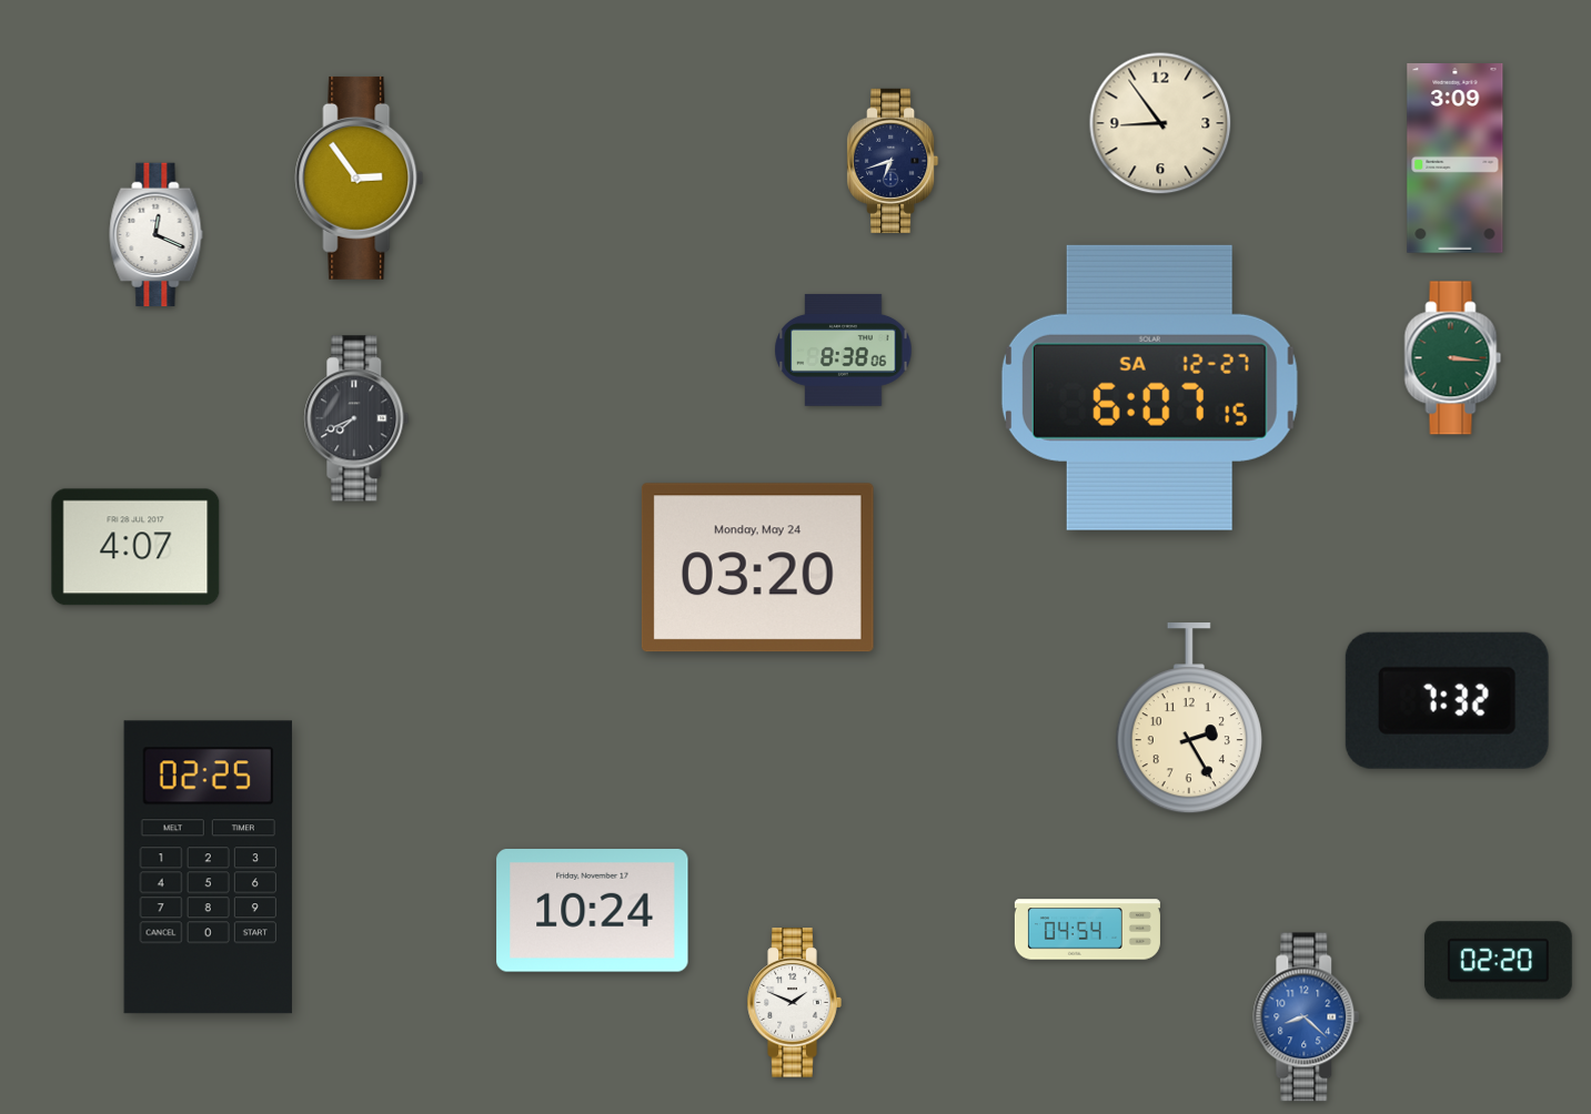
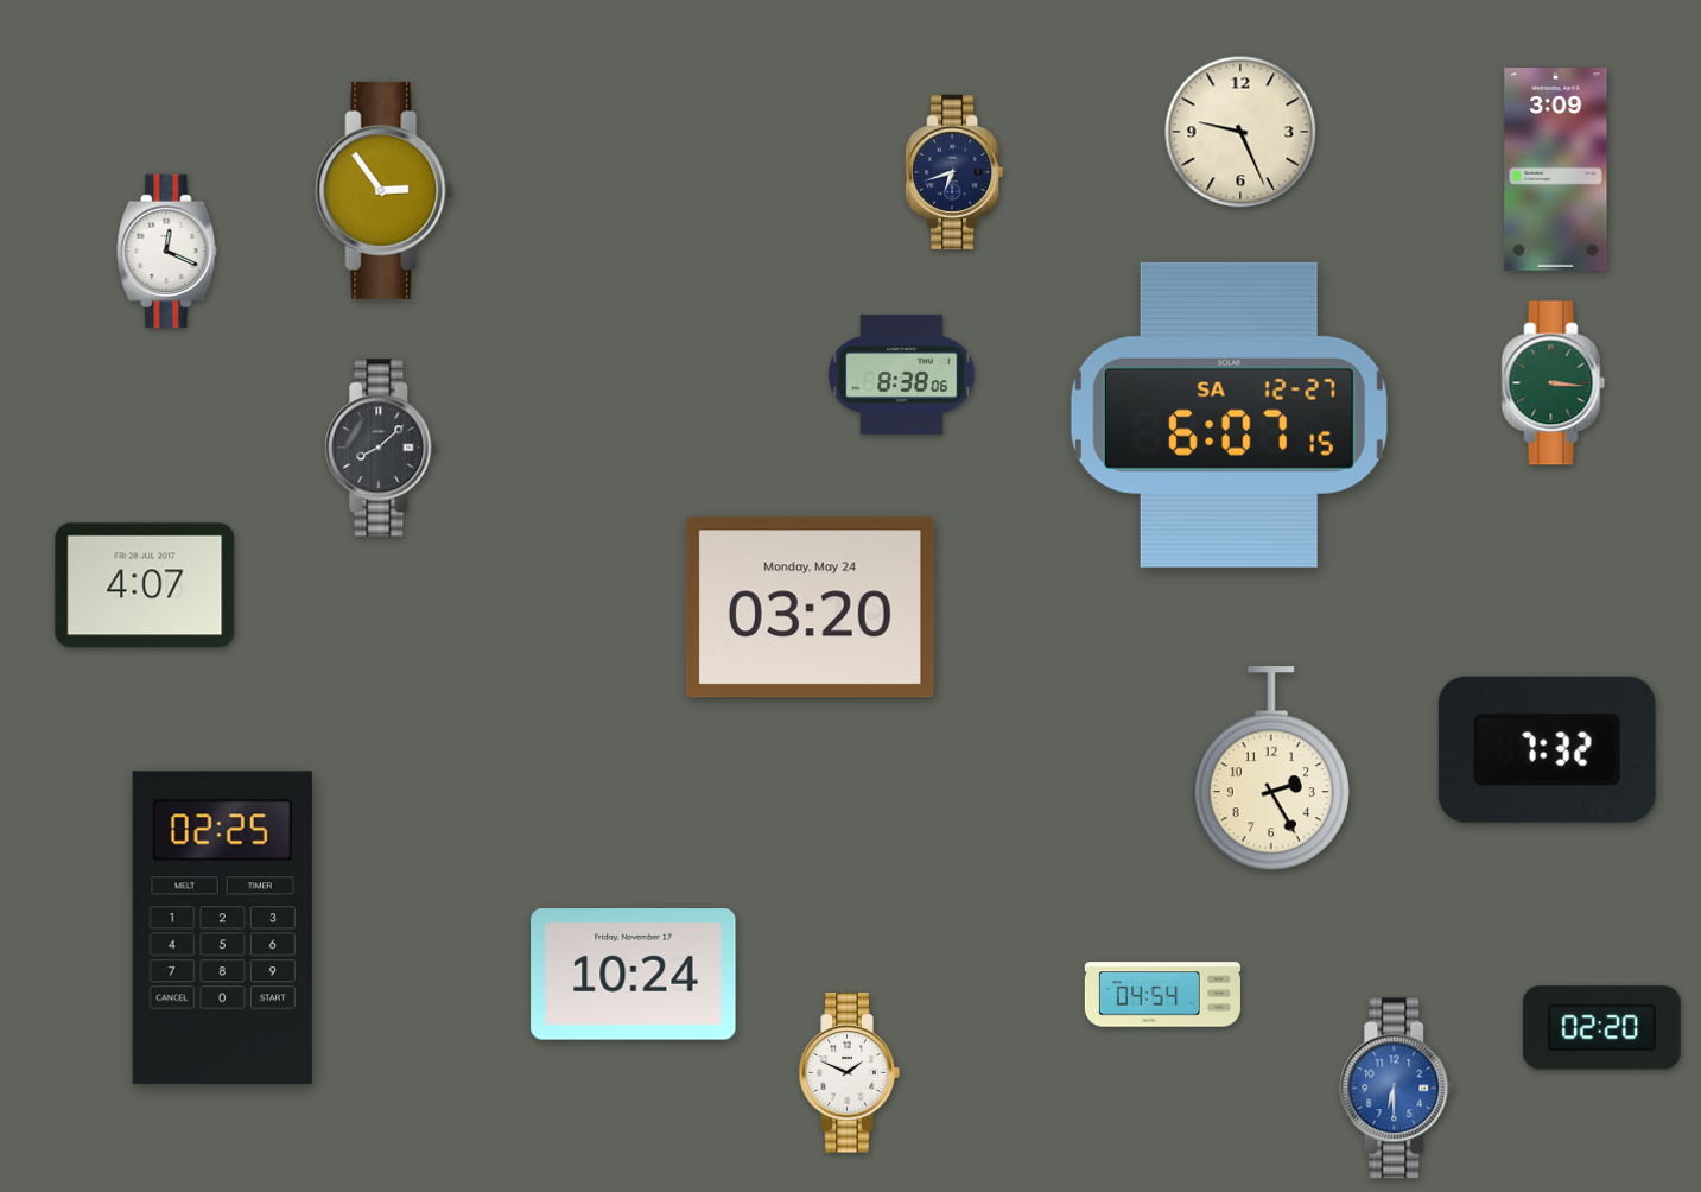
clock at (1160, 123): 8:54 -> 9:26
clock at (356, 418): 7:41 -> 8:08
clock at (1307, 1017): 8:22 -> 6:30
